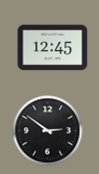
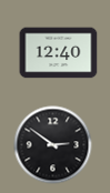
clock at (53, 48): 12:45 -> 12:40
